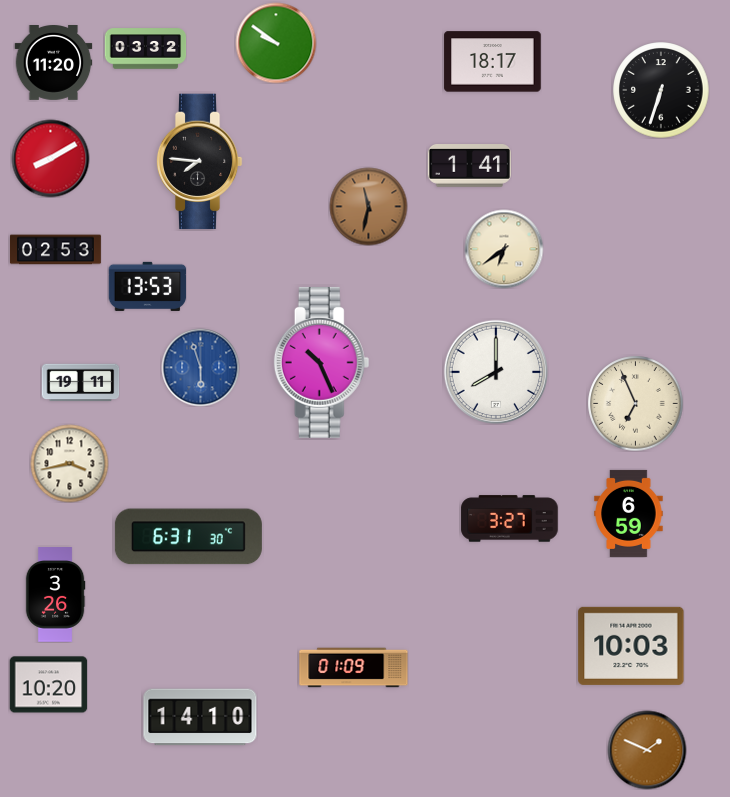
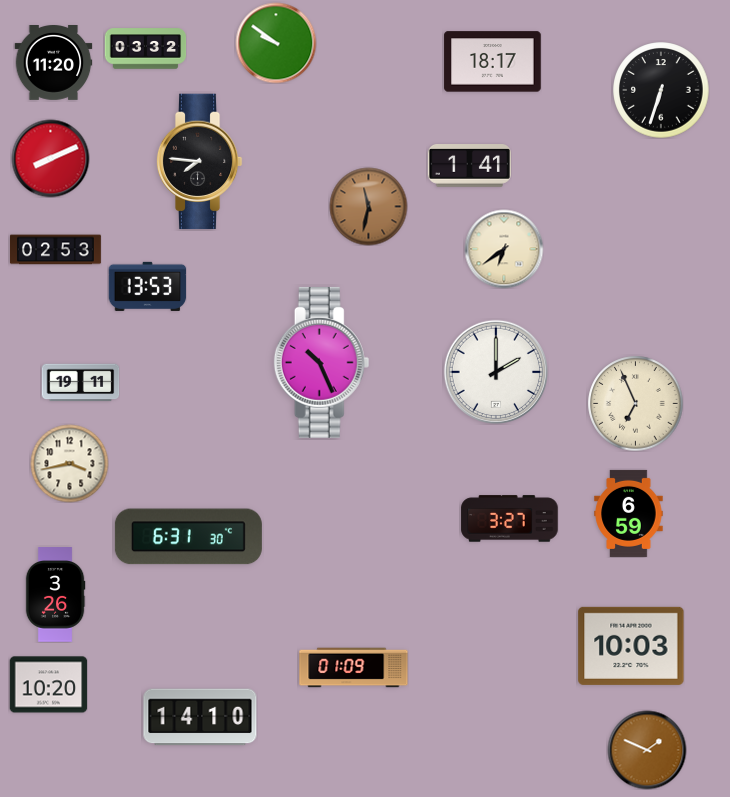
clock at (50, 158): 8:10 -> 8:11
clock at (200, 367): 5:57 -> none
clock at (495, 371): 8:00 -> 2:00
